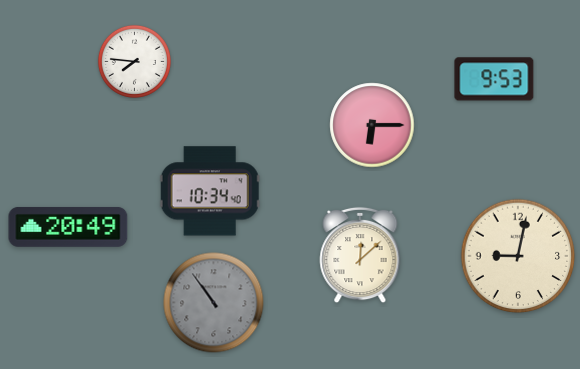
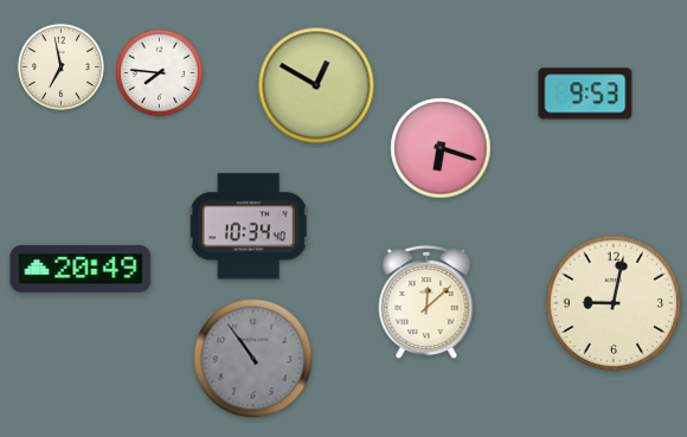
clock at (60, 66): none -> 6:58
clock at (316, 85): none -> 12:50
clock at (372, 125): 6:15 -> 6:18
